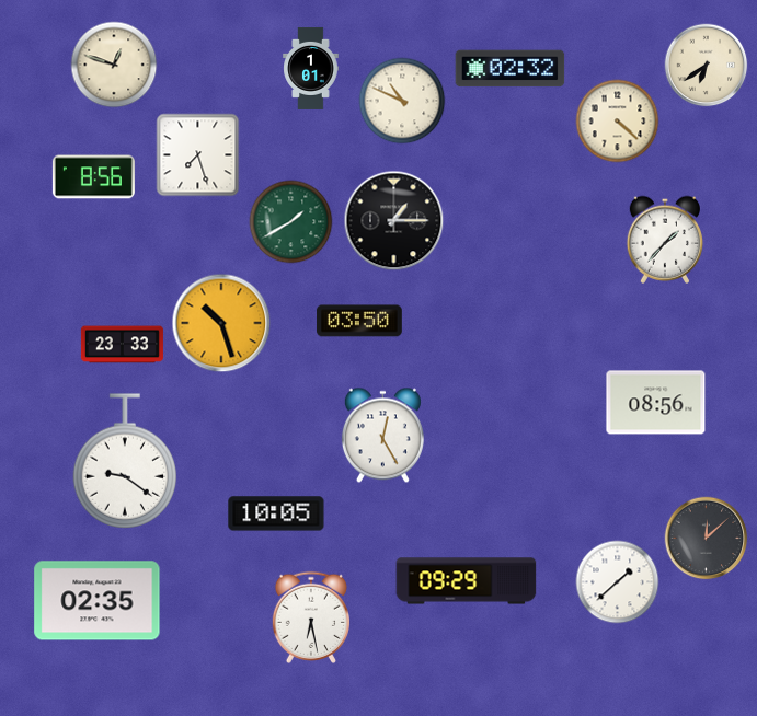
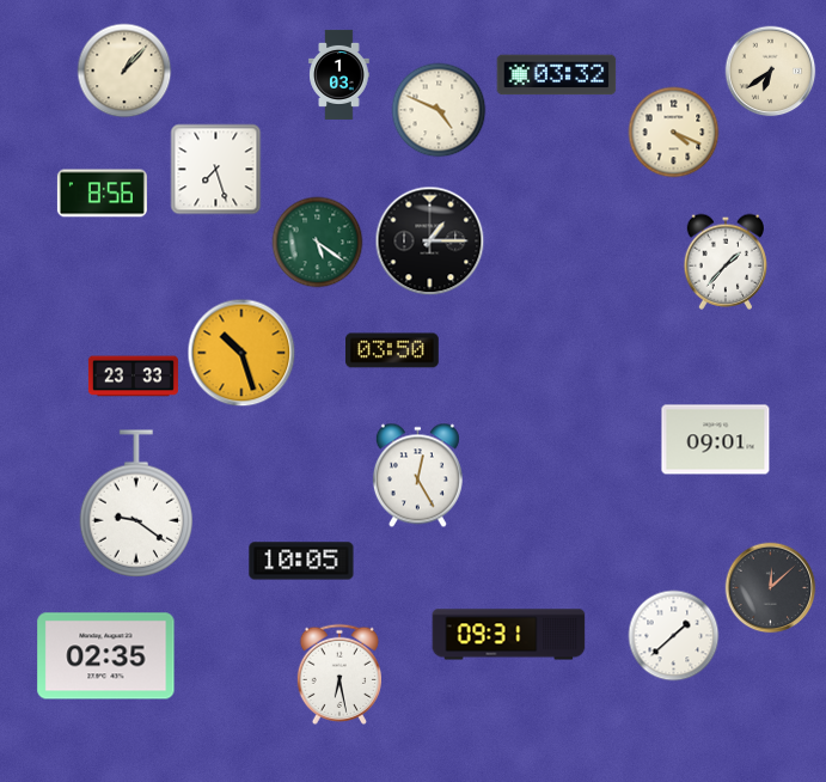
clock at (114, 65): 12:48 -> 1:07
clock at (311, 68): 1:01 -> 1:03
clock at (511, 69): 02:32 -> 03:32
clock at (402, 101): 10:49 -> 4:49
clock at (618, 122): 4:22 -> 4:19
clock at (291, 222): 1:40 -> 5:21
clock at (656, 403): 08:56 -> 09:01
clock at (467, 581): 09:29 -> 09:31
